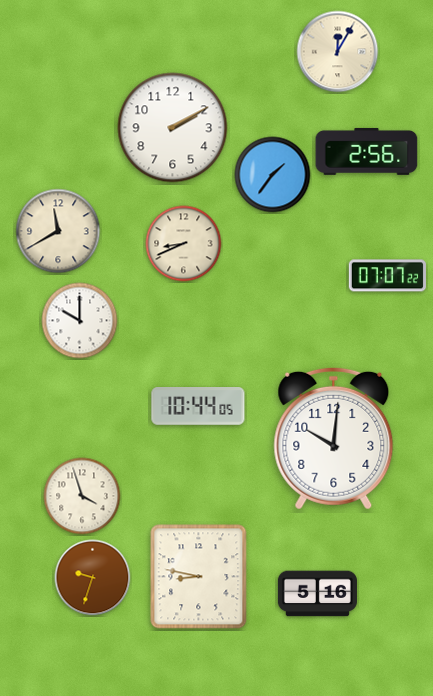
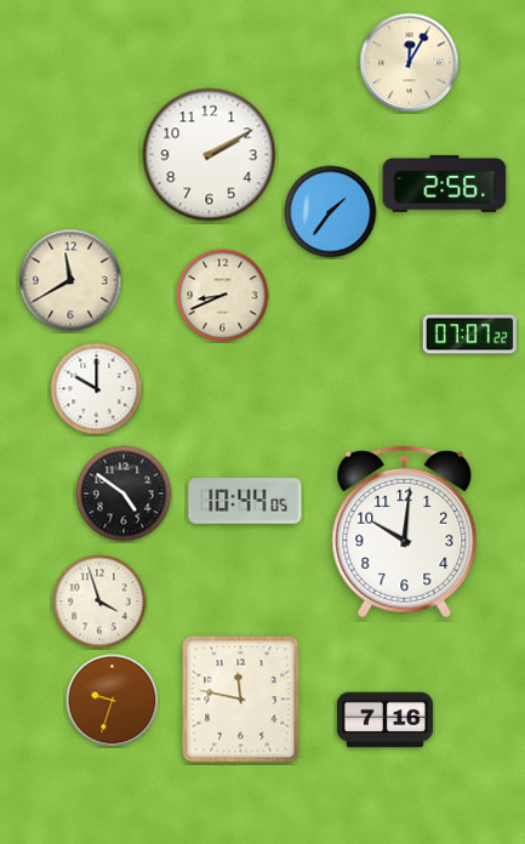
clock at (198, 406) position: (198, 406) -> (245, 501)
clock at (124, 494): none -> 4:51
clock at (199, 577): 8:47 -> 11:47
clock at (317, 594): 5:16 -> 7:16
